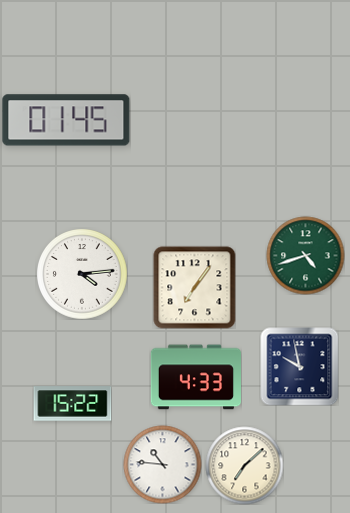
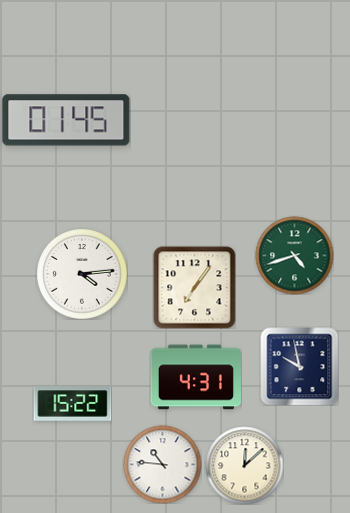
clock at (305, 255) position: (305, 255) -> (294, 255)
clock at (195, 377): 4:33 -> 4:31
clock at (244, 465): 7:08 -> 12:08
